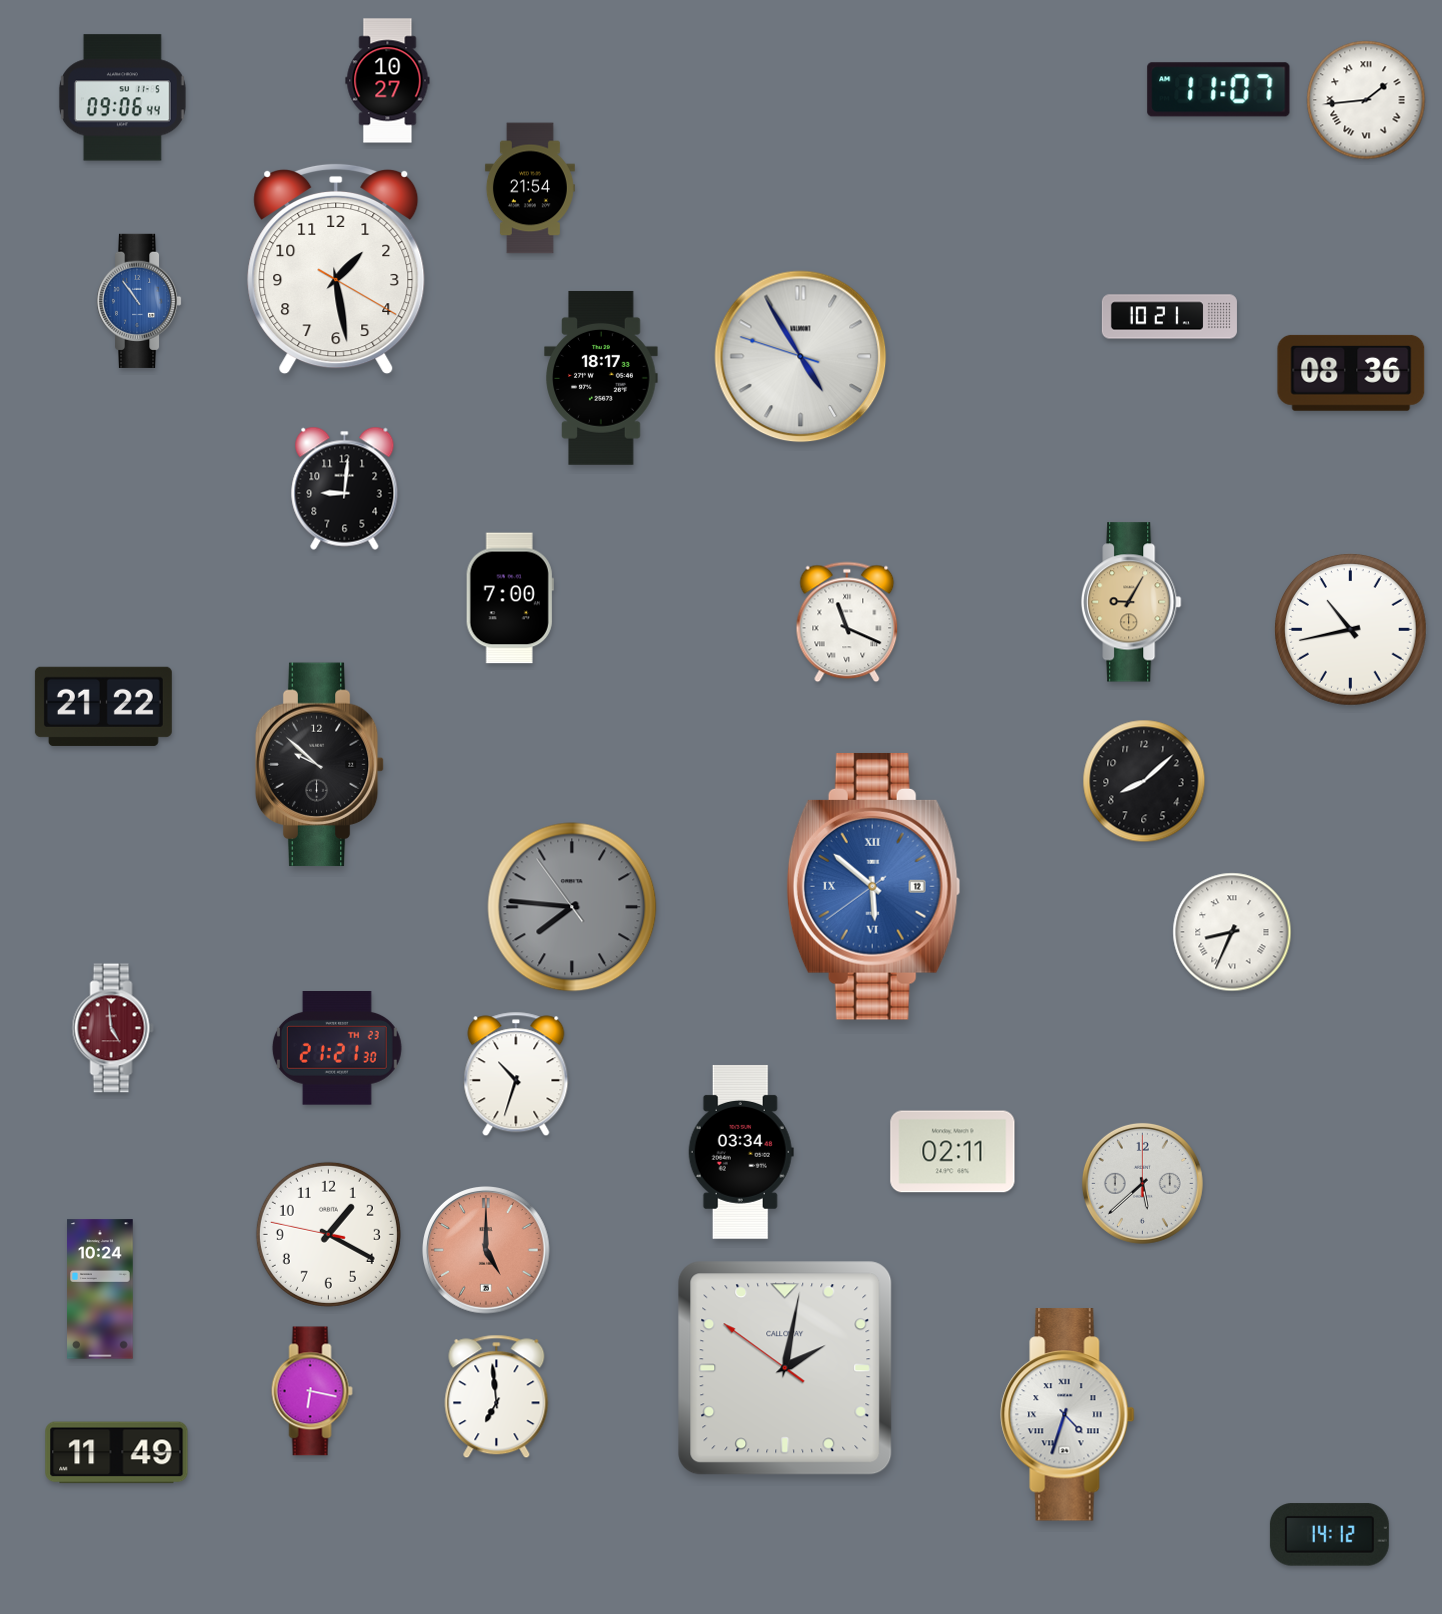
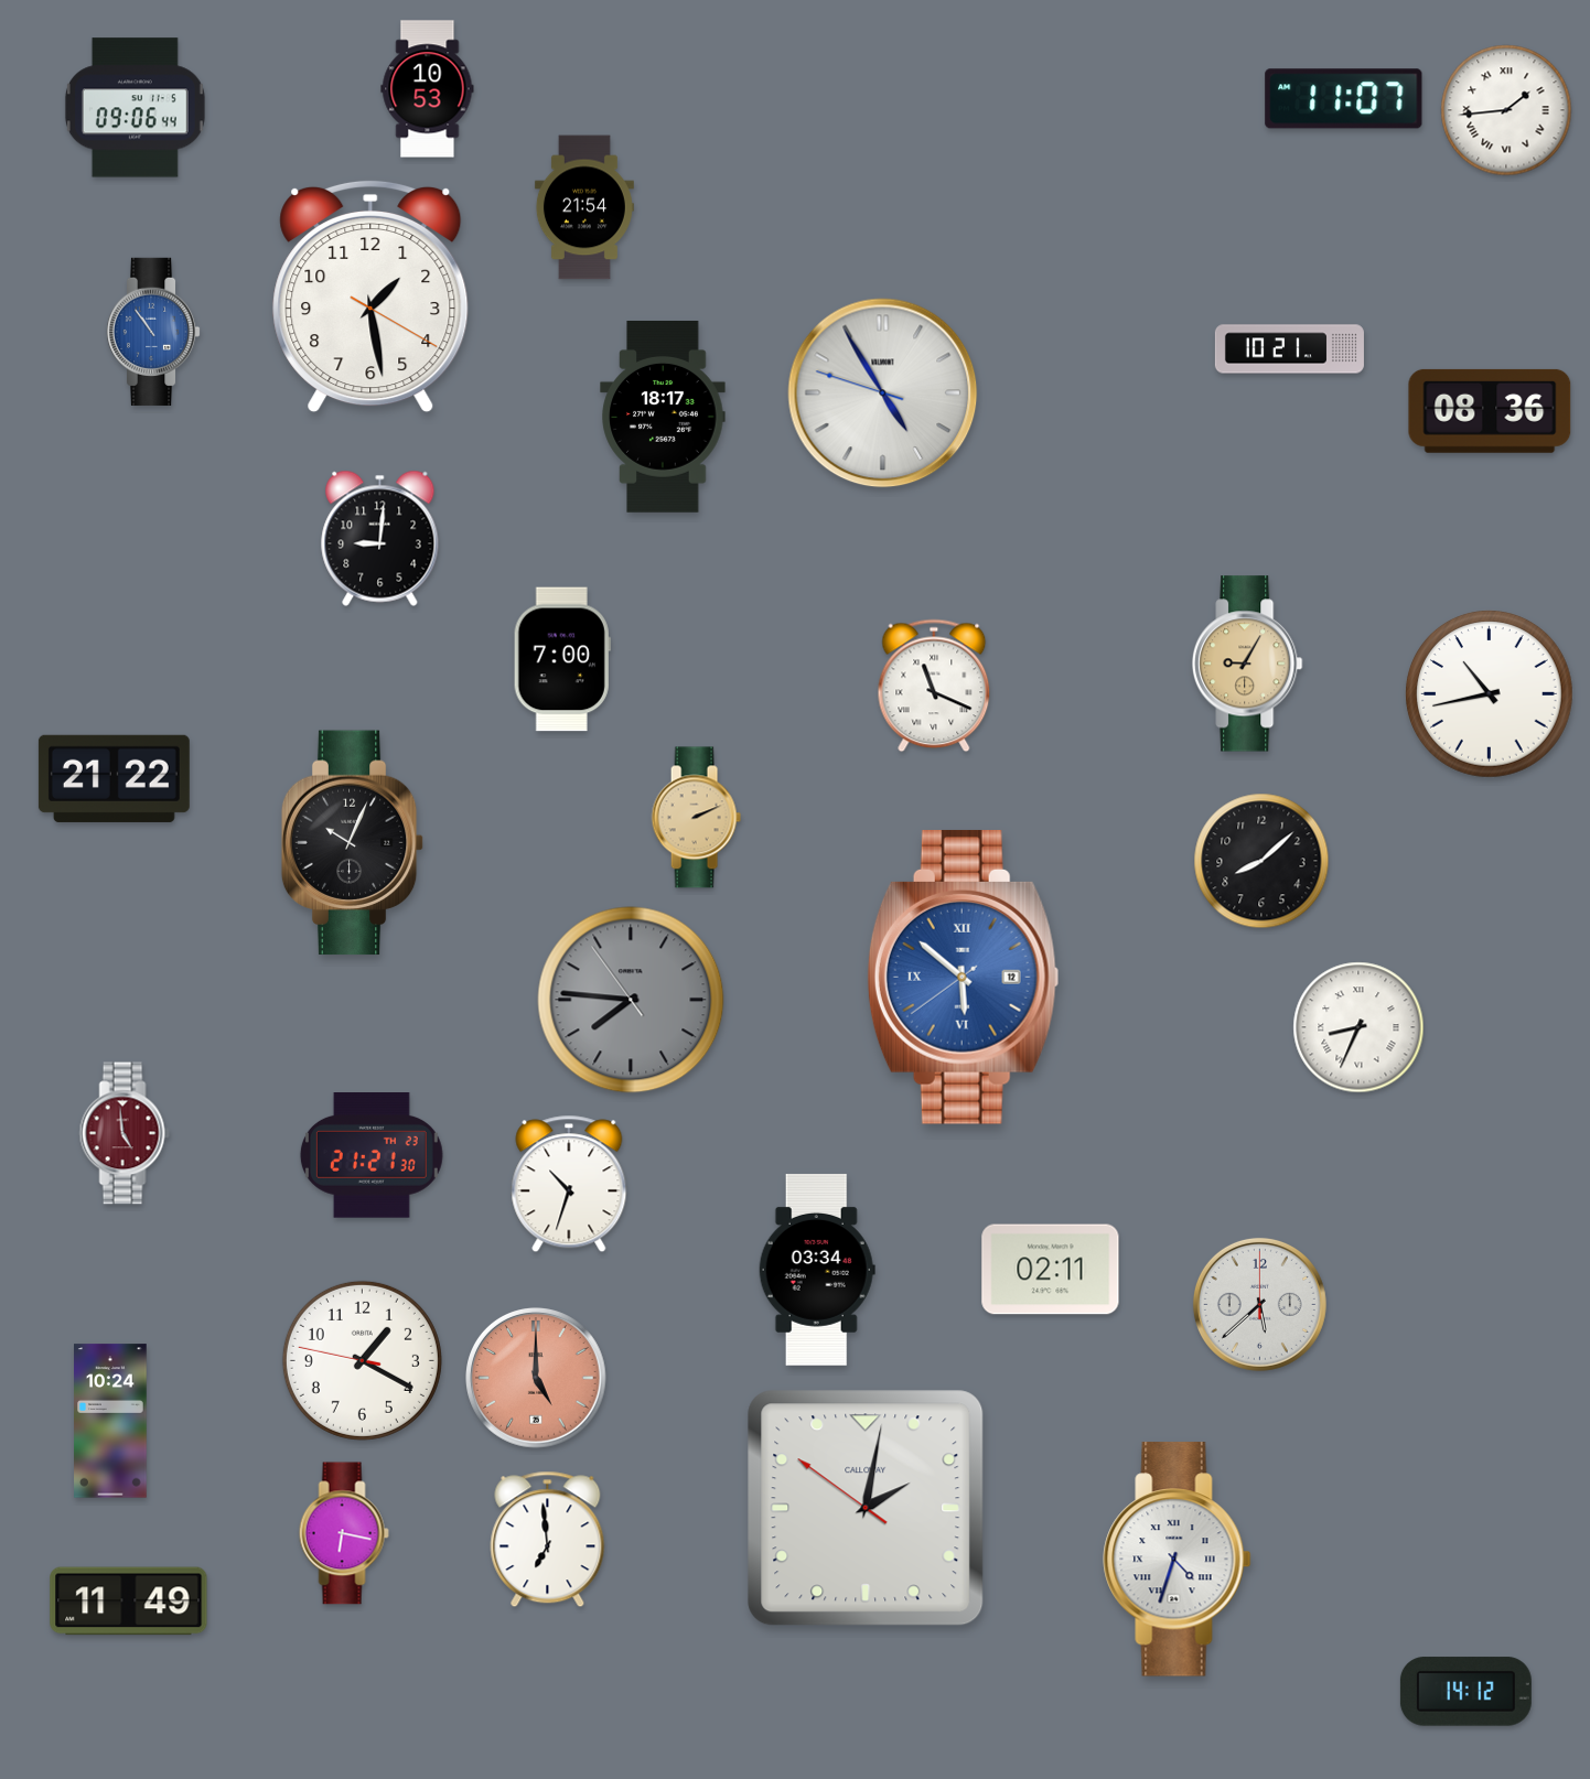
clock at (388, 81): 10:27 -> 10:53
clock at (696, 818): none -> 2:11
clock at (320, 765): 9:52 -> 10:04
